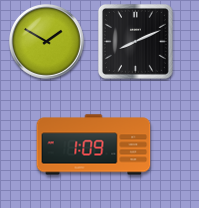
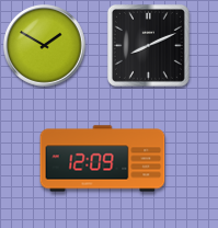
clock at (47, 42) position: (47, 42) -> (45, 46)
clock at (94, 145): 1:09 -> 12:09
